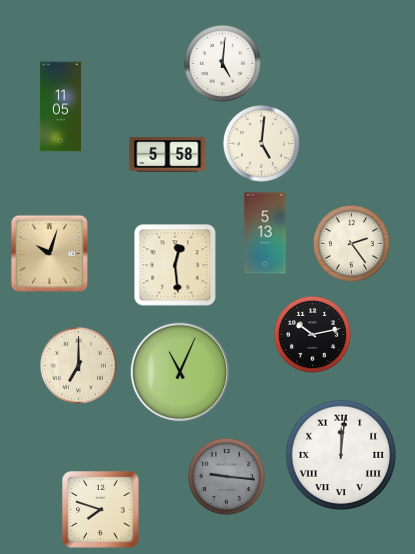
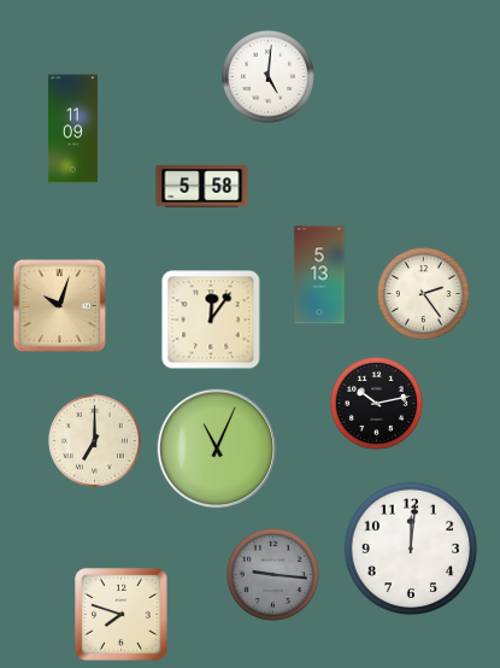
clock at (60, 107): 11:05 -> 11:09
clock at (261, 143): 5:01 -> none
clock at (265, 233) position: (265, 233) -> (319, 275)
clock at (175, 265): 12:29 -> 12:06
clock at (341, 455) numerals: Roman -> Arabic
